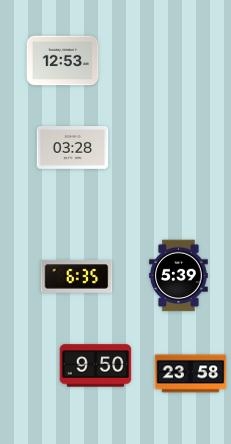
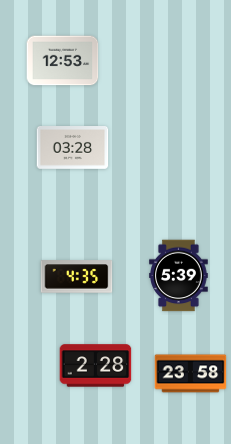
clock at (77, 277): 6:35 -> 4:35
clock at (96, 366): 9:50 -> 2:28
